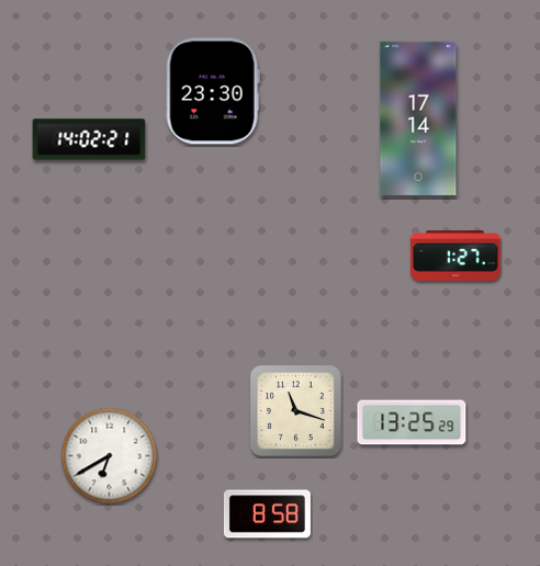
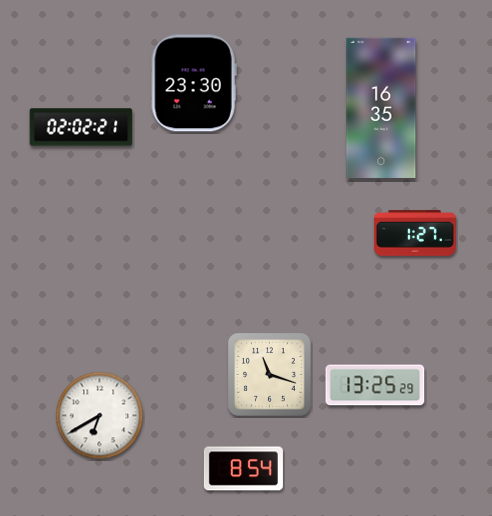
clock at (418, 118): 17:14 -> 16:35
clock at (89, 139): 14:02 -> 02:02
clock at (267, 514): 8:58 -> 8:54
